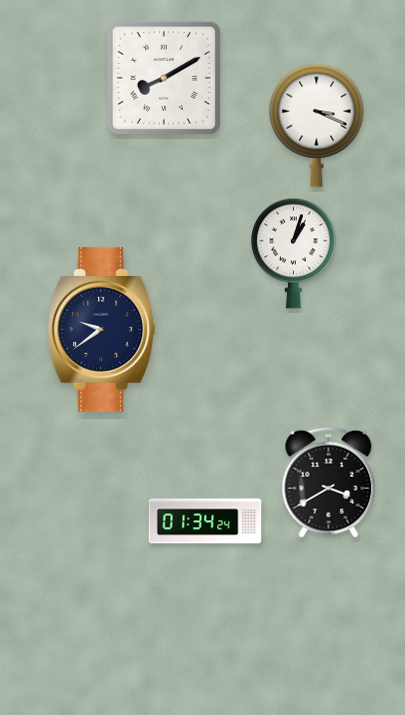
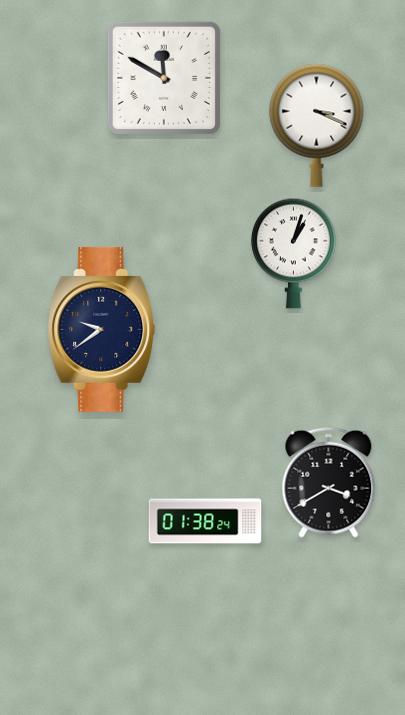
clock at (164, 78): 8:10 -> 11:50
clock at (205, 521): 01:34 -> 01:38
